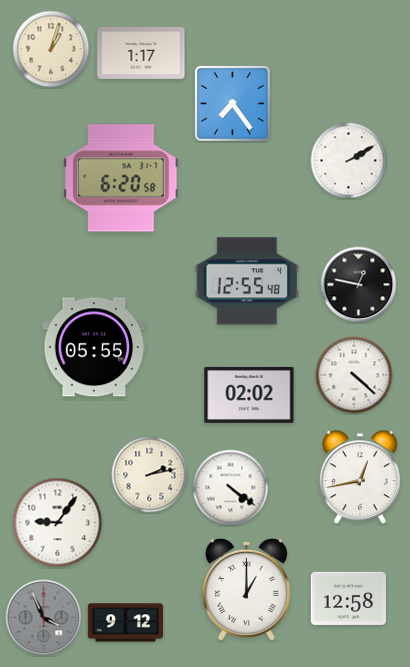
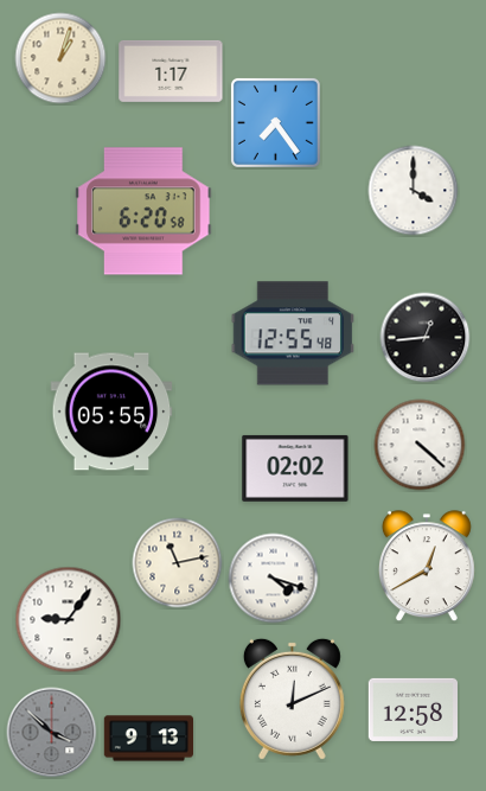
clock at (141, 53) position: (141, 53) -> (171, 71)
clock at (349, 161): 2:10 -> 4:00
clock at (359, 285): 12:47 -> 12:44
clock at (150, 475): 2:13 -> 11:13
clock at (360, 478): 12:43 -> 12:40
clock at (231, 488): 4:21 -> 4:18
clock at (246, 589): 1:00 -> 12:11
clock at (44, 618): 3:56 -> 3:52
clock at (125, 623): 9:12 -> 9:13
